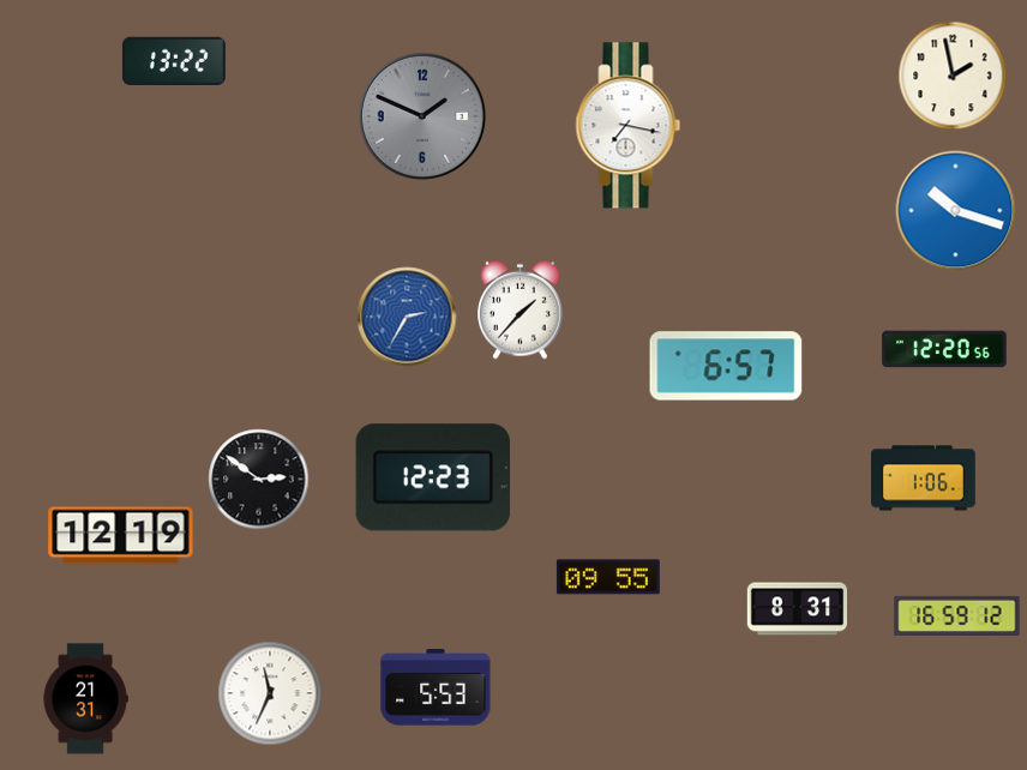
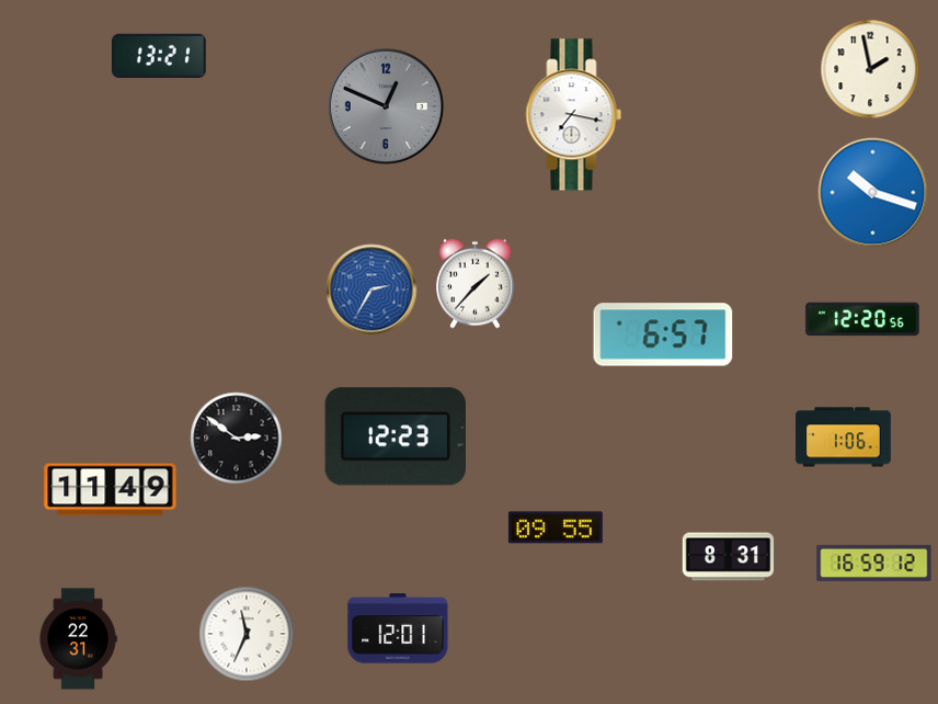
clock at (174, 60): 13:22 -> 13:21
clock at (422, 116): 1:49 -> 12:49
clock at (121, 536): 12:19 -> 11:49
clock at (436, 687): 5:53 -> 12:01
clock at (85, 699): 21:31 -> 22:31
